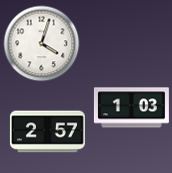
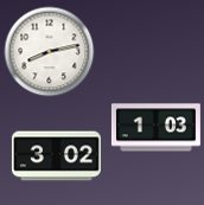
clock at (42, 44): 4:03 -> 8:13
clock at (47, 132): 2:57 -> 3:02
